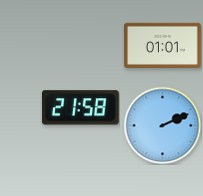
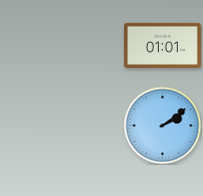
clock at (80, 108): 21:58 -> none
clock at (162, 125): 2:11 -> 2:09
